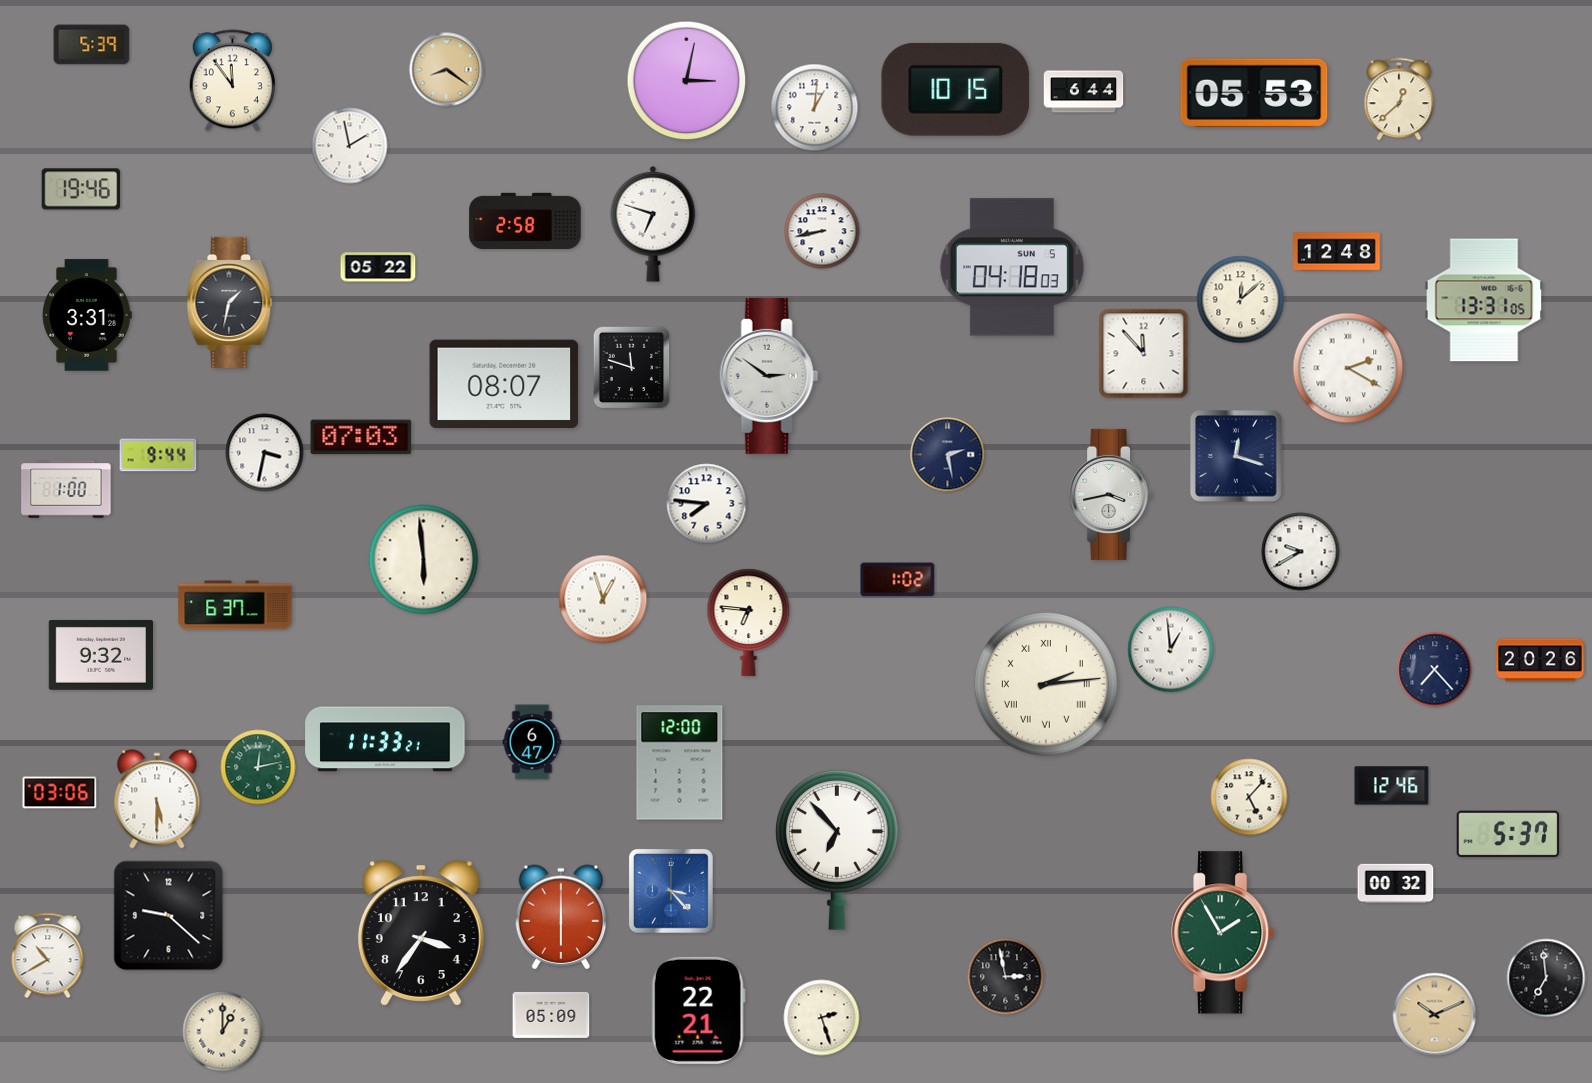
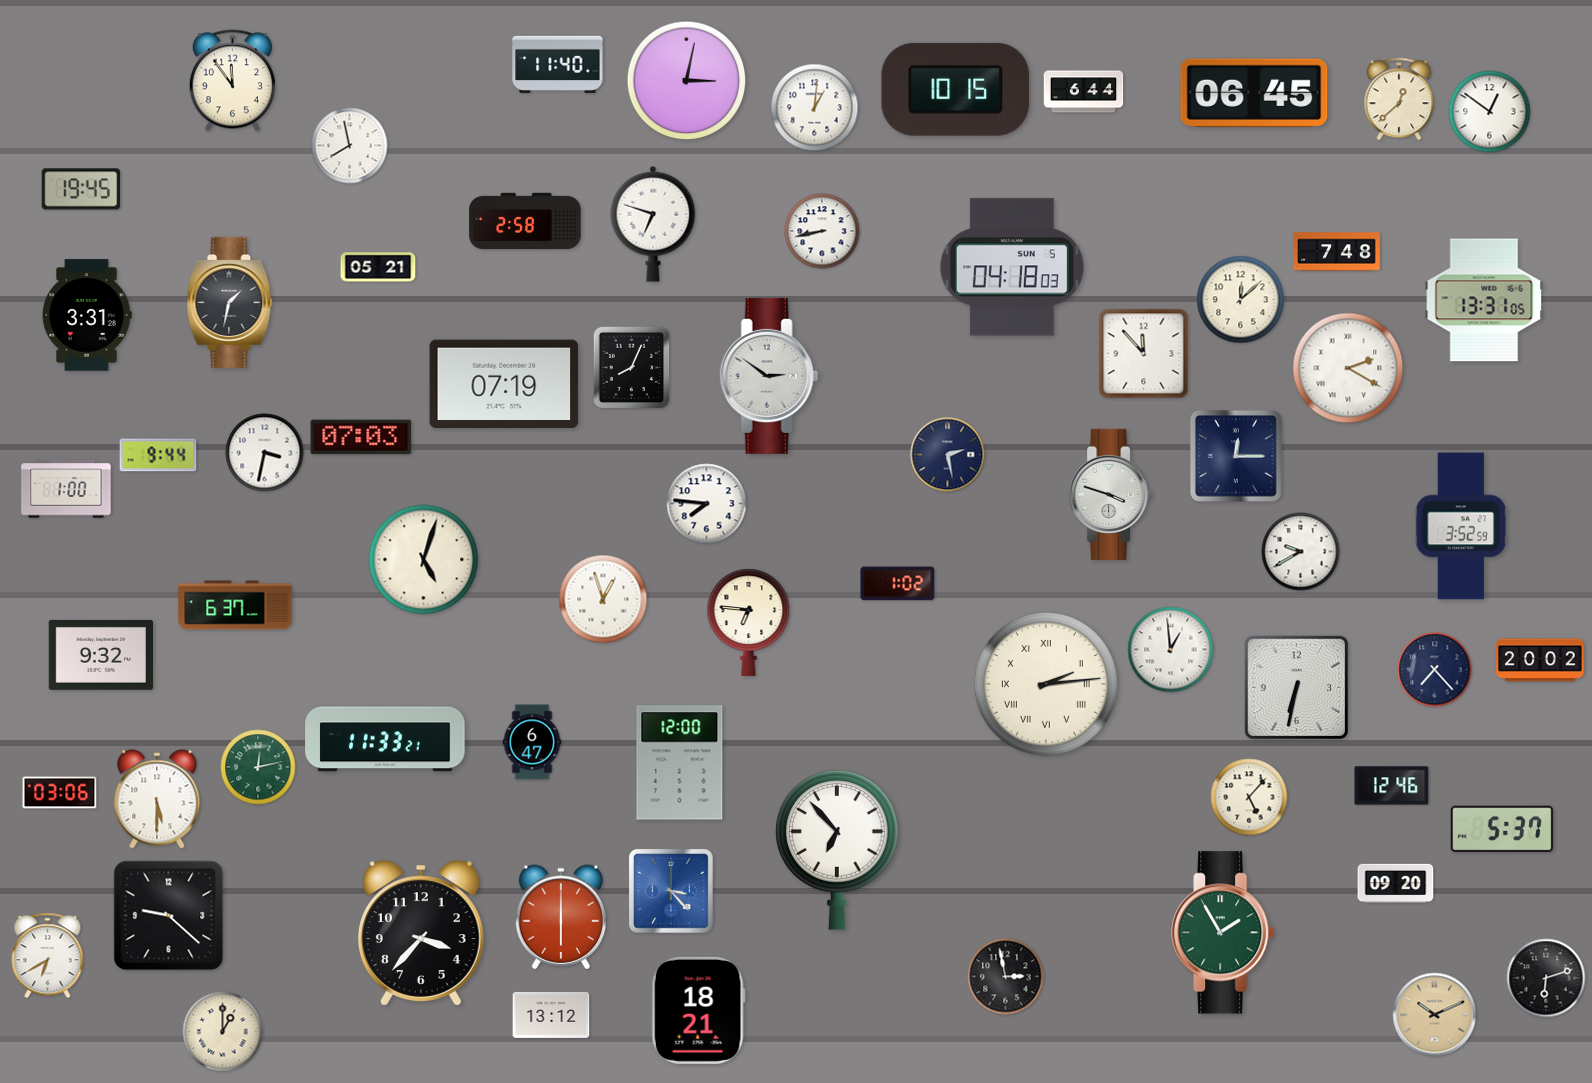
clock at (92, 45): 5:39 -> none
clock at (558, 64): none -> 11:40
clock at (447, 70): 8:21 -> none
clock at (1254, 93): 05:53 -> 06:45
clock at (1490, 112): none -> 12:51
clock at (350, 146): 1:58 -> 7:58
clock at (81, 189): 19:46 -> 19:45
clock at (1337, 252): 12:48 -> 7:48
clock at (378, 267): 05:22 -> 05:21
clock at (632, 368): 11:48 -> 8:04
clock at (504, 383): 08:07 -> 07:19
clock at (1237, 457): 12:18 -> 12:15
clock at (1111, 494): 3:43 -> 3:48
clock at (1461, 526): none -> 3:52
clock at (424, 560): 5:59 -> 5:03
clock at (898, 580) position: (898, 580) -> (898, 584)
clock at (1540, 660): 20:26 -> 20:02
clock at (1297, 688): none -> 6:32
clock at (1508, 834) position: (1508, 834) -> (1502, 829)
clock at (1396, 884): 00:32 -> 09:20
clock at (421, 933): 3:36 -> 3:37
clock at (48, 956): 10:40 -> 6:40
clock at (1546, 978): 6:59 -> 6:12
clock at (698, 1010): 22:21 -> 18:21
clock at (551, 1015): 05:09 -> 13:12
clock at (822, 1018): 2:27 -> none
